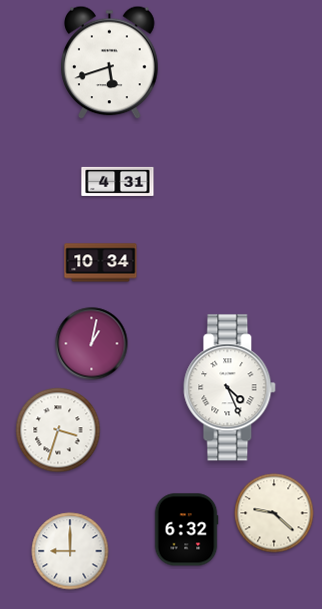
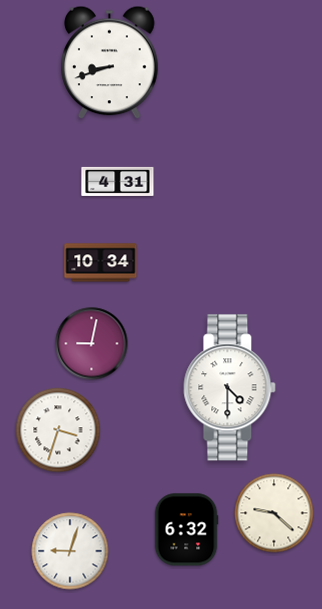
clock at (110, 63): 5:42 -> 8:42
clock at (92, 344): 1:02 -> 9:02
clock at (230, 388): 4:26 -> 4:30
clock at (70, 551): 9:00 -> 9:03
